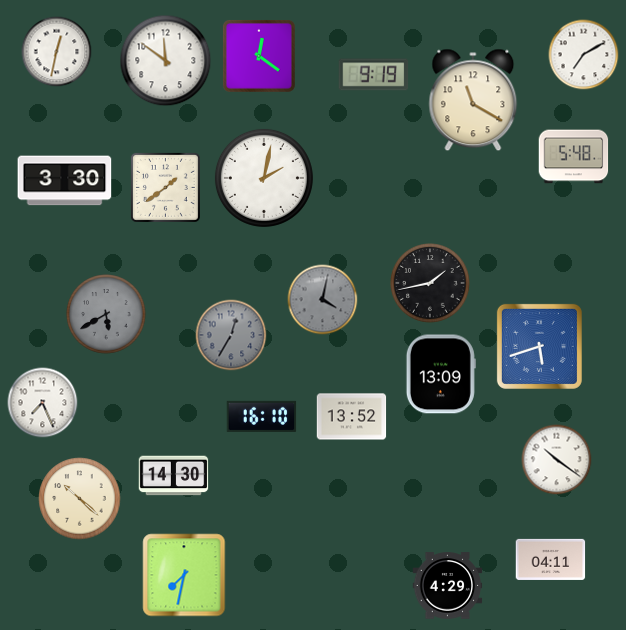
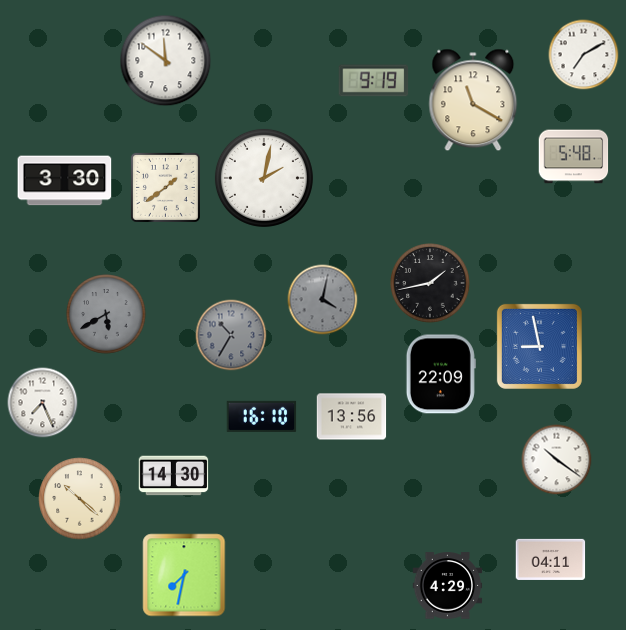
clock at (57, 52): 12:32 -> none
clock at (259, 56): 12:21 -> none
clock at (374, 75) position: (374, 75) -> (374, 81)
clock at (231, 335): 12:35 -> 10:35
clock at (539, 346): 5:42 -> 8:58
clock at (441, 374): 13:09 -> 22:09
clock at (352, 417): 13:52 -> 13:56
